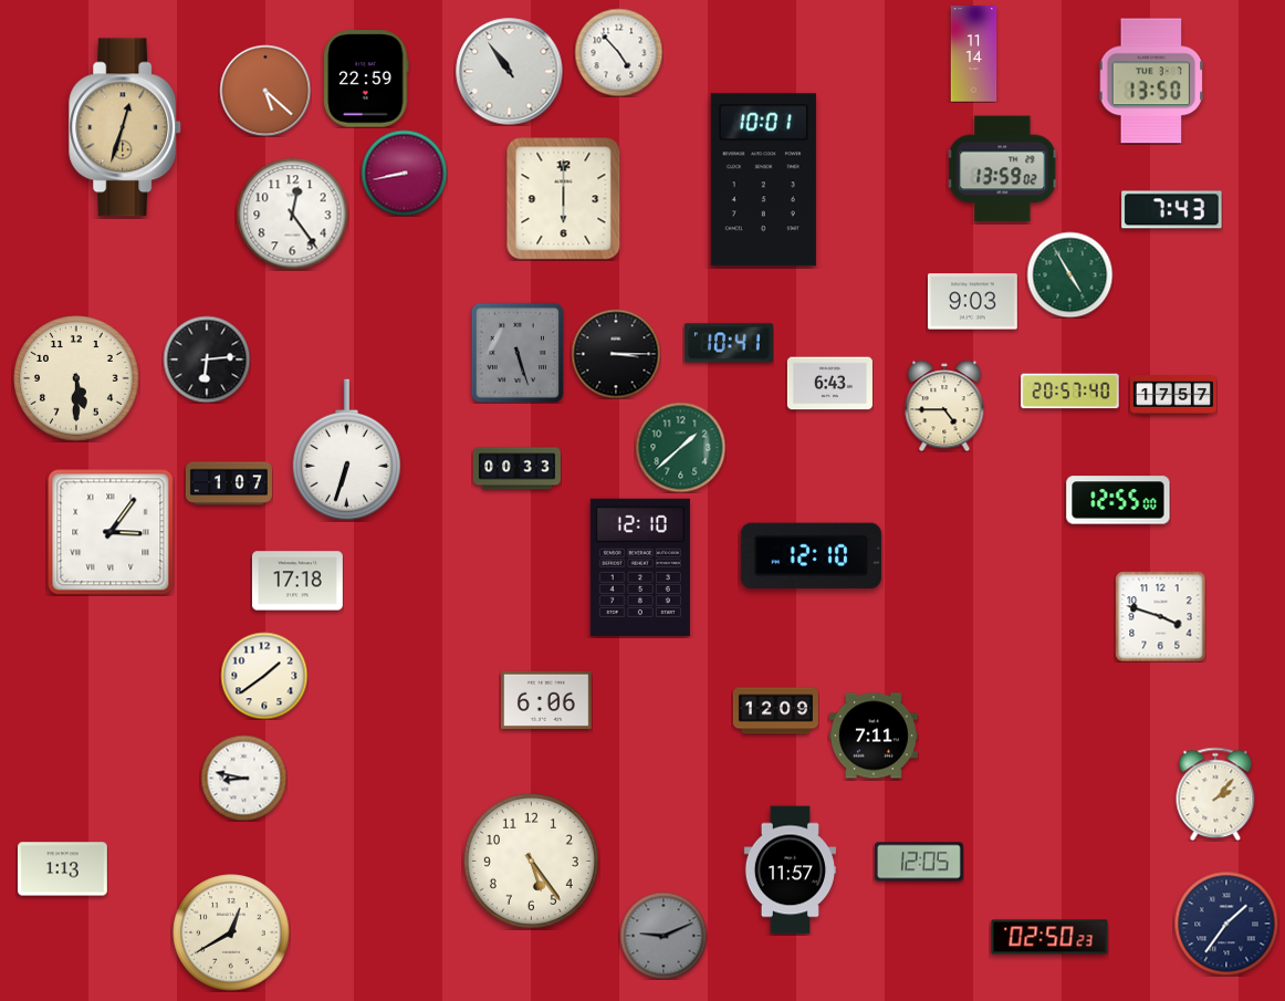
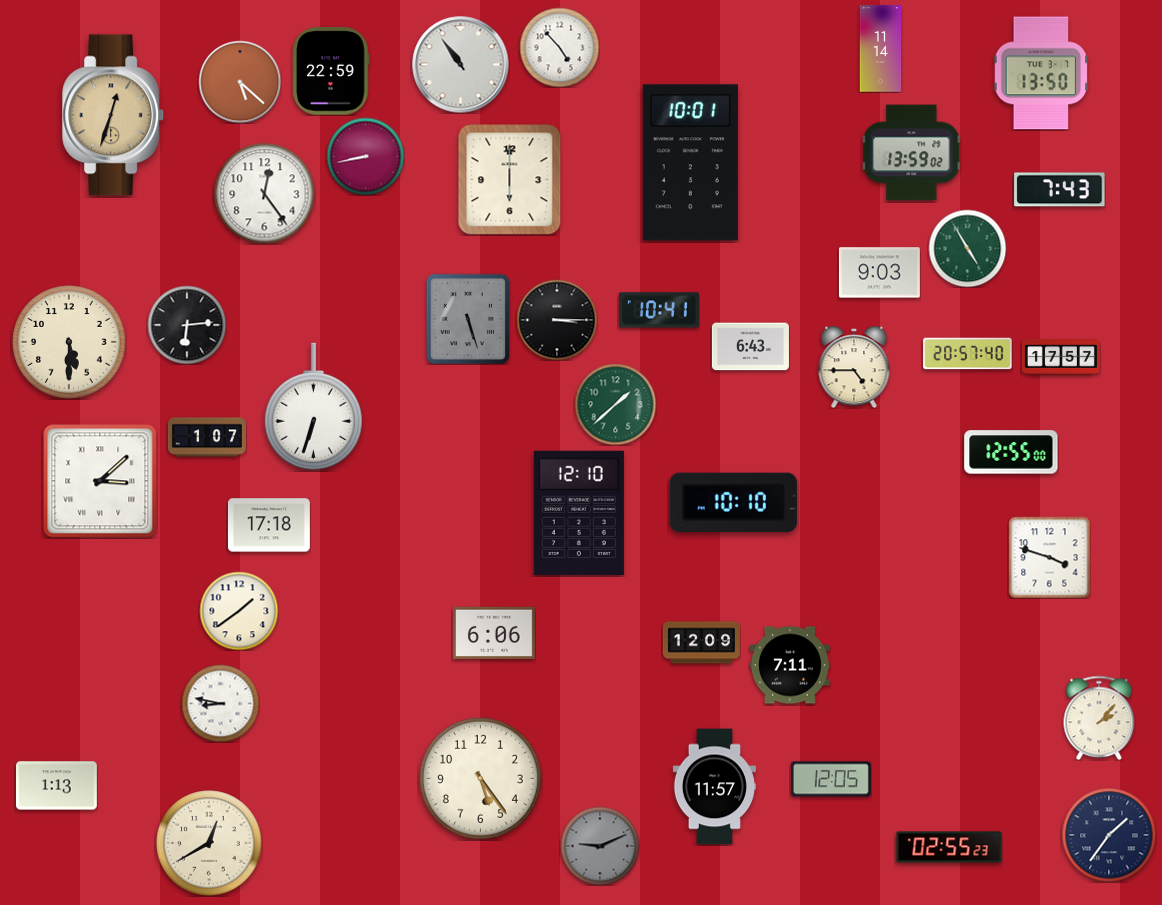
clock at (1002, 169) position: (1002, 169) -> (911, 153)
clock at (516, 469): 00:33 -> none
clock at (111, 532): 3:06 -> 3:08
clock at (811, 556): 12:10 -> 10:10
clock at (1049, 937): 02:50 -> 02:55
